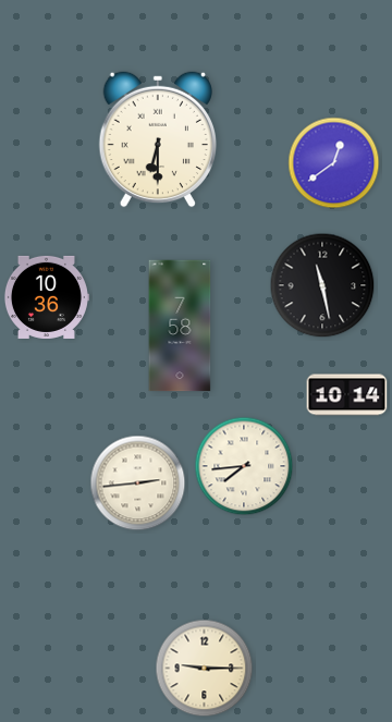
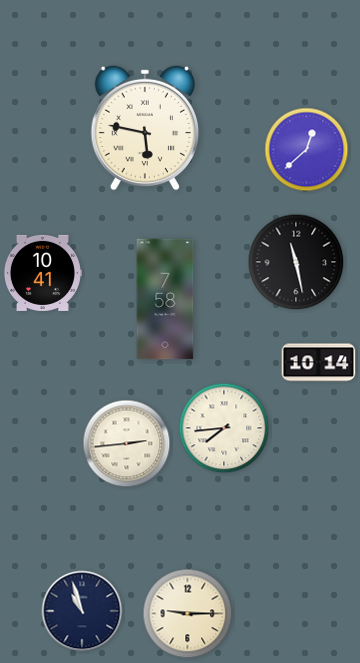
clock at (157, 139): 6:30 -> 5:47
clock at (334, 163): 12:39 -> 12:38
clock at (46, 297): 10:36 -> 10:41
clock at (82, 611): none -> 10:57
